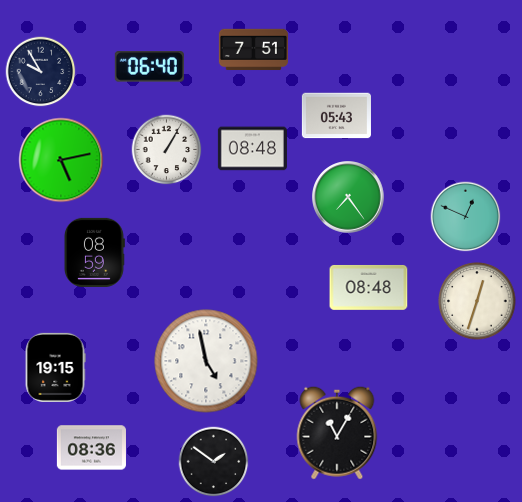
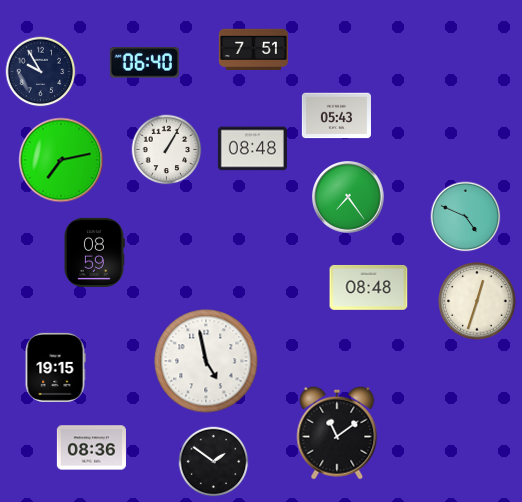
clock at (149, 67) position: (149, 67) -> (144, 63)
clock at (61, 160): 5:13 -> 7:13
clock at (466, 217): 12:49 -> 4:49
clock at (337, 433): 11:05 -> 11:09
